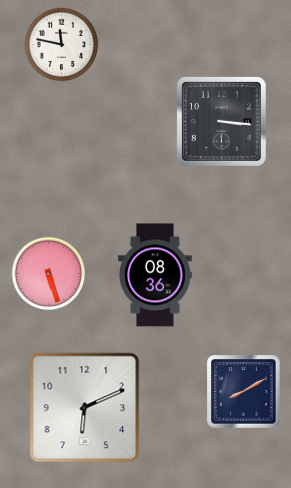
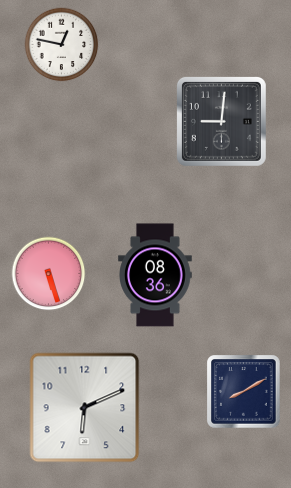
clock at (62, 45): 11:47 -> 12:47
clock at (221, 121): 3:16 -> 9:01
